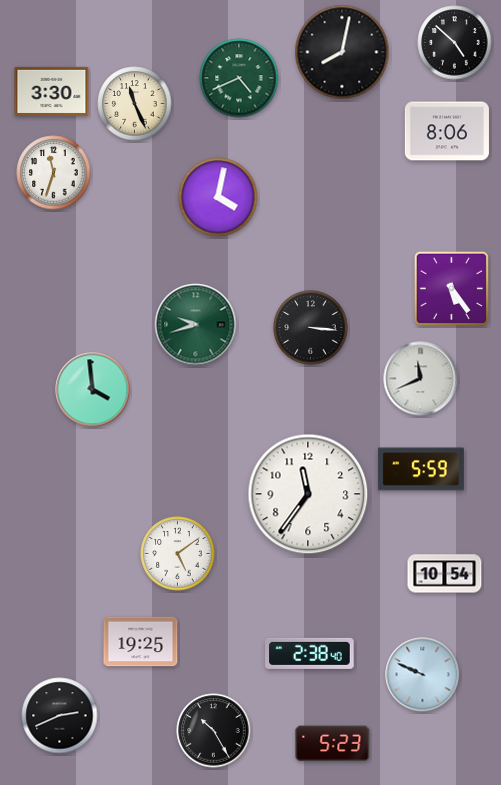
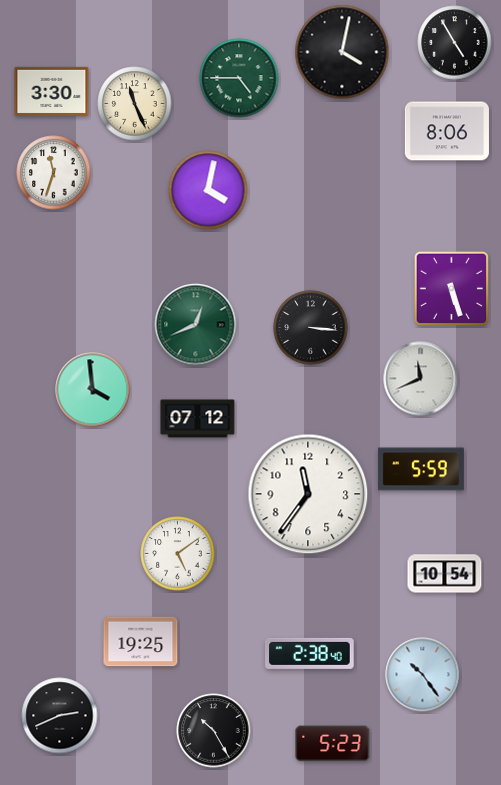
clock at (455, 43): 4:52 -> 4:55
clock at (342, 52): 8:02 -> 4:02
clock at (239, 78): 4:41 -> 4:45
clock at (218, 197) position: (218, 197) -> (208, 190)
clock at (451, 288): 5:24 -> 5:27
clock at (196, 325): 9:42 -> 12:41
clock at (198, 419): none -> 07:12
clock at (423, 675): 9:49 -> 10:24
